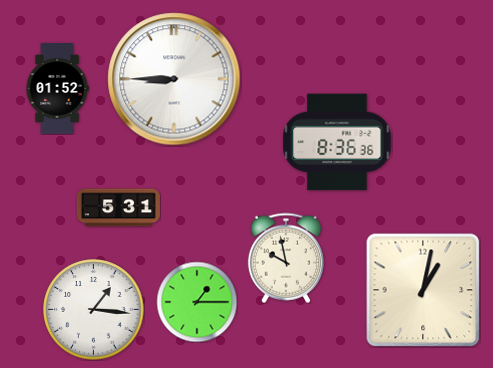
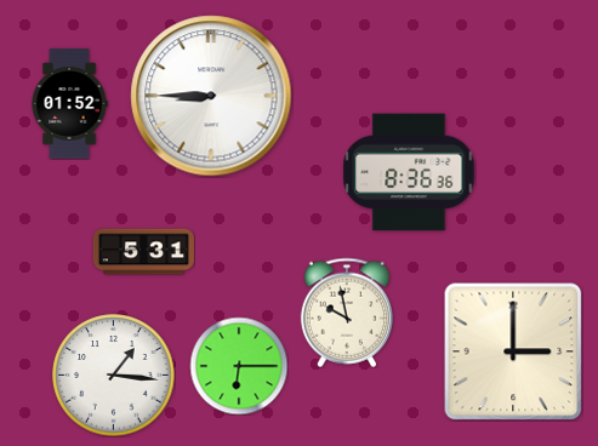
clock at (57, 89) position: (57, 89) -> (69, 104)
clock at (423, 290): 1:02 -> 3:00
clock at (197, 302): 1:15 -> 6:15
